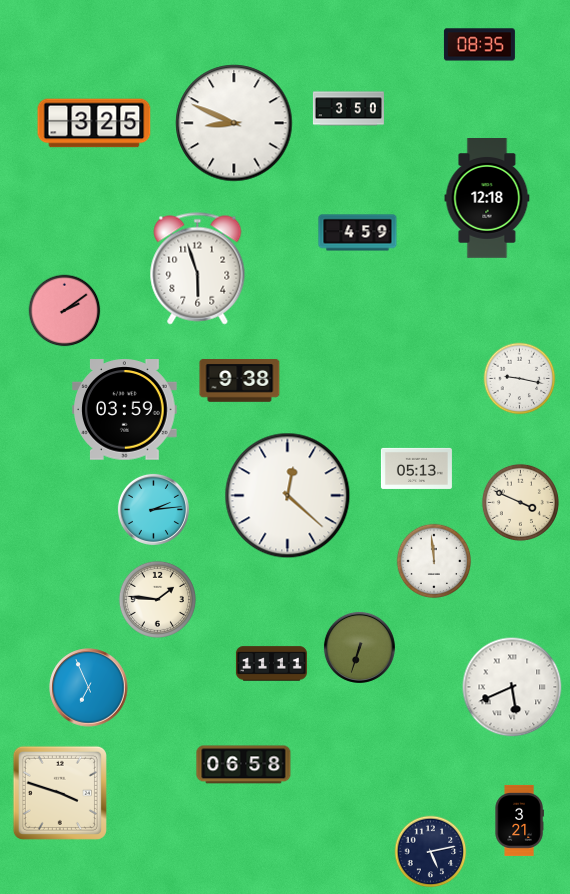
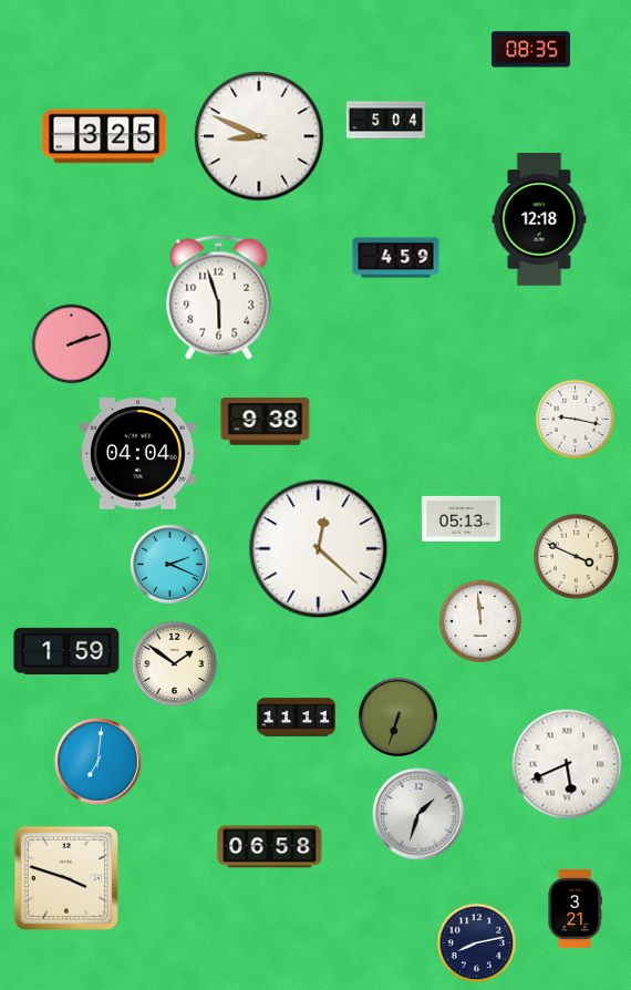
clock at (348, 109): 3:50 -> 5:04
clock at (65, 311): 2:09 -> 2:12
clock at (125, 410): 03:59 -> 04:04
clock at (153, 509): 2:14 -> 2:19
clock at (66, 651): none -> 1:59
clock at (157, 599): 1:46 -> 1:51
clock at (271, 664) position: (271, 664) -> (296, 718)
clock at (512, 687) position: (512, 687) -> (567, 764)
clock at (89, 688): 6:56 -> 7:01
clock at (418, 814): none -> 1:33
clock at (431, 852): 5:13 -> 8:13
